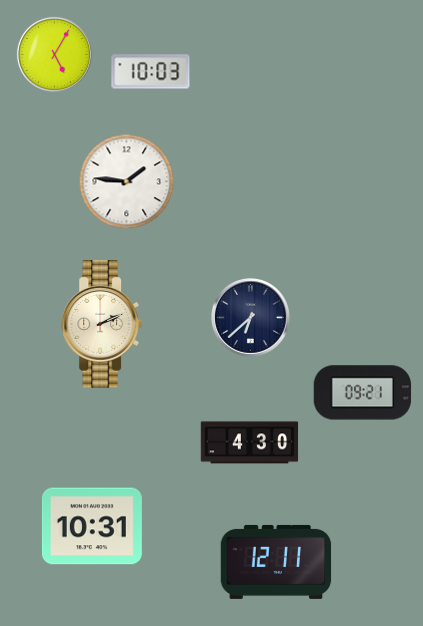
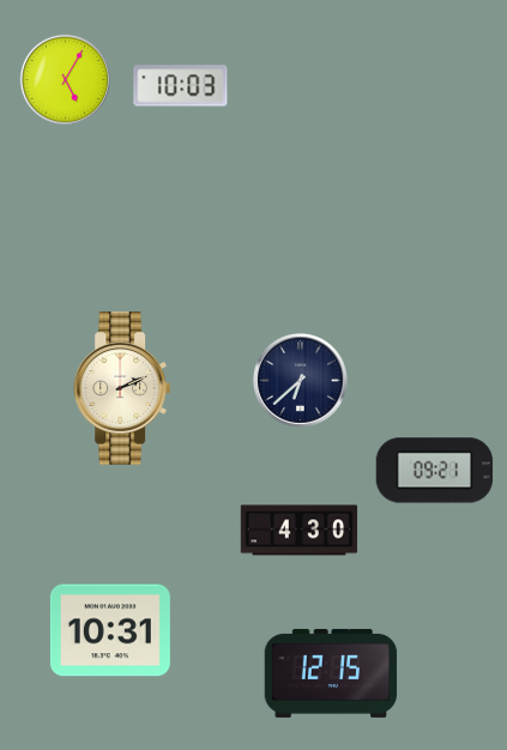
clock at (54, 54) position: (54, 54) -> (65, 79)
clock at (127, 182): 1:46 -> none
clock at (276, 562): 12:11 -> 12:15
